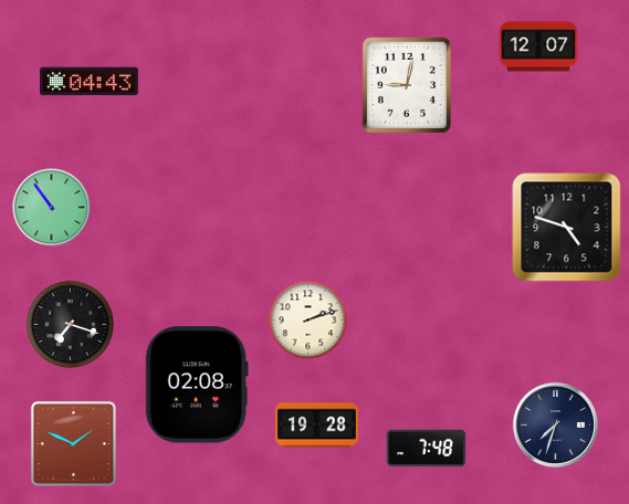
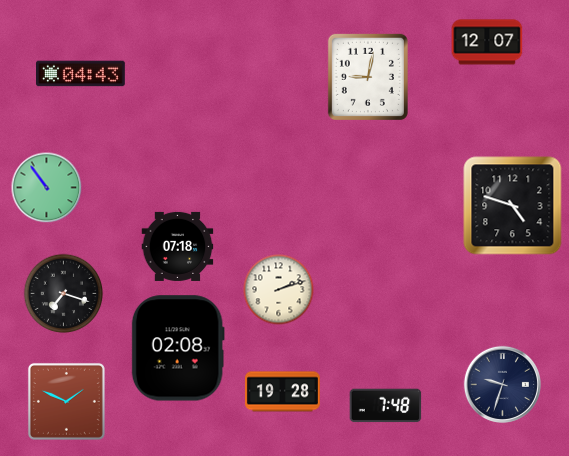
clock at (178, 246): none -> 07:18
clock at (555, 424): 7:33 -> 9:33
clock at (316, 426) position: (316, 426) -> (282, 392)
